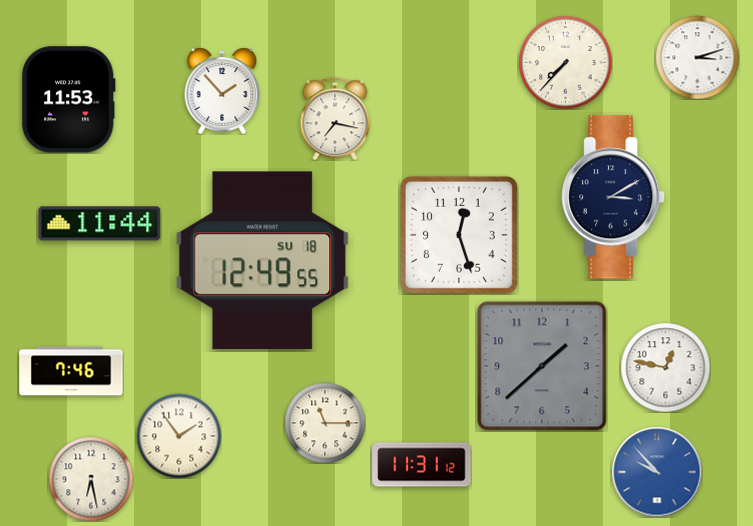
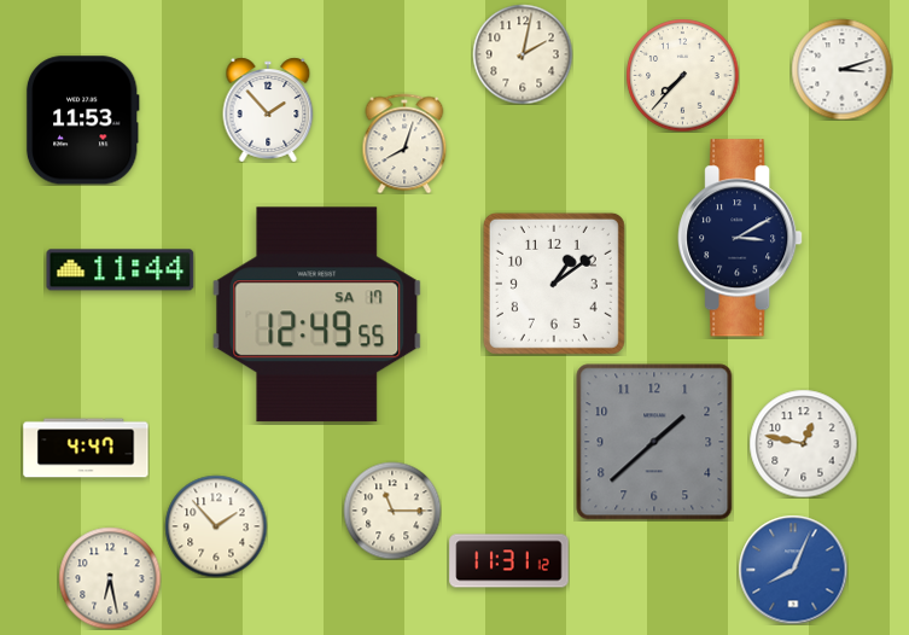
clock at (523, 54): none -> 2:02
clock at (335, 119): 7:17 -> 8:03
clock at (459, 235): 12:27 -> 1:09
clock at (263, 261) date: SU 18 -> SA 17
clock at (71, 371): 7:46 -> 4:47
clock at (179, 436): 1:54 -> 1:53
clock at (657, 472): 9:53 -> 8:04
